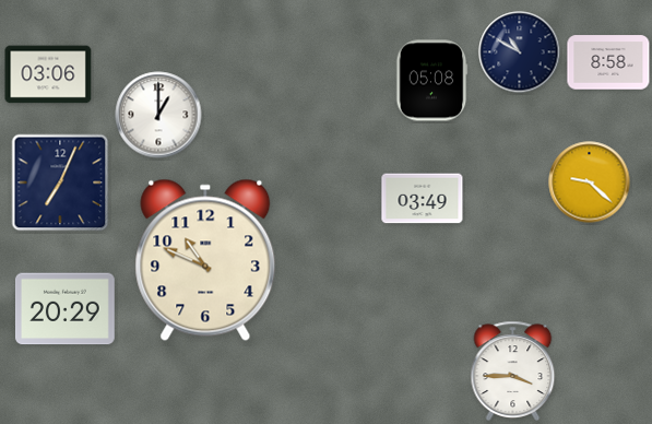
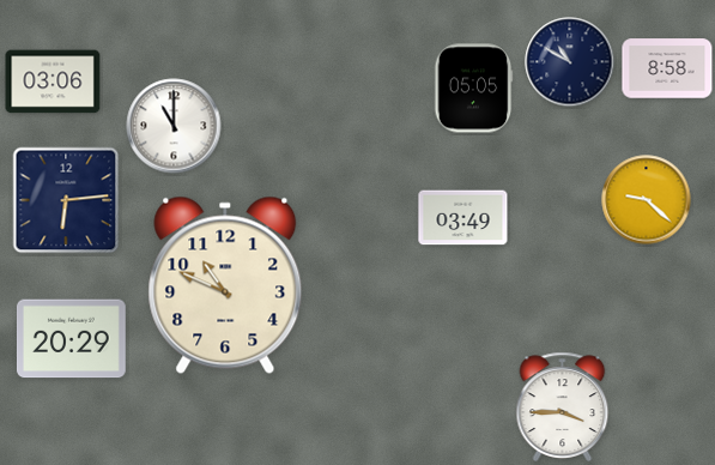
clock at (520, 52) position: (520, 52) -> (570, 62)
clock at (431, 81): 05:08 -> 05:05
clock at (158, 115): 1:00 -> 11:00
clock at (60, 182): 7:04 -> 6:14
